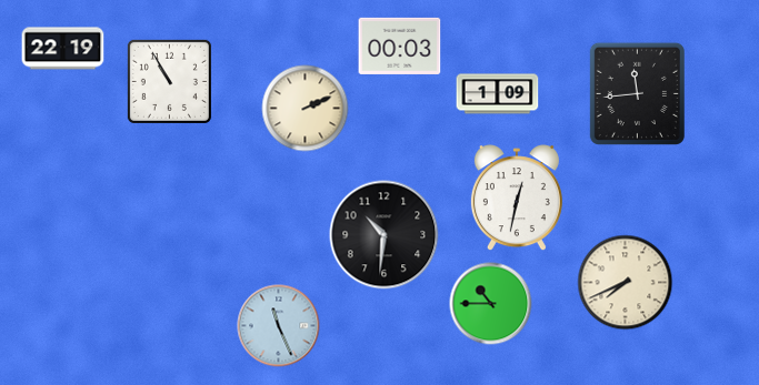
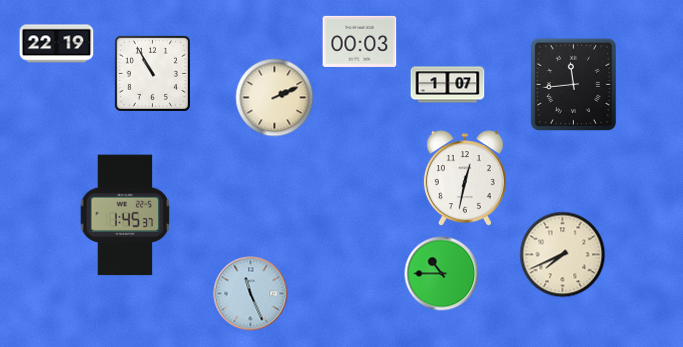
clock at (498, 94): 1:09 -> 1:07
clock at (385, 235): 10:31 -> none
clock at (125, 215): none -> 1:45
